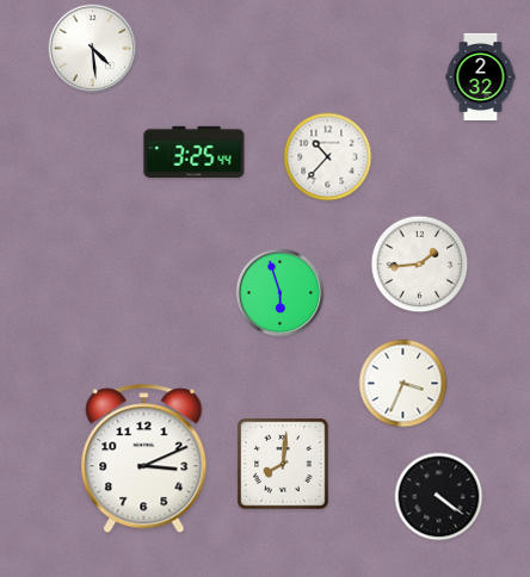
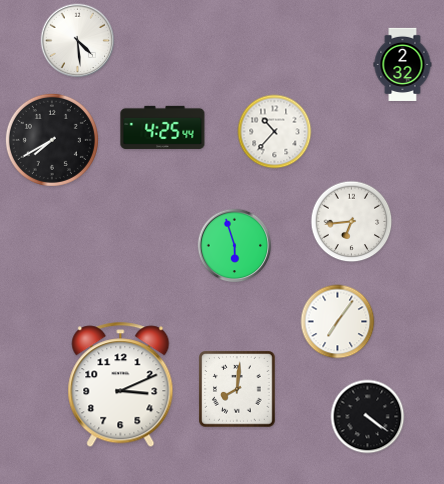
clock at (195, 151): 3:25 -> 4:25
clock at (52, 140): none -> 7:40
clock at (420, 265): 1:44 -> 6:44
clock at (403, 384): 3:34 -> 7:06
